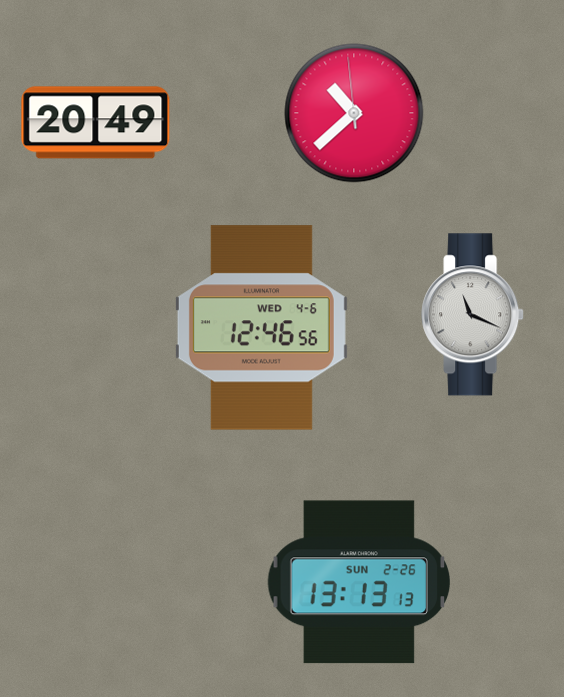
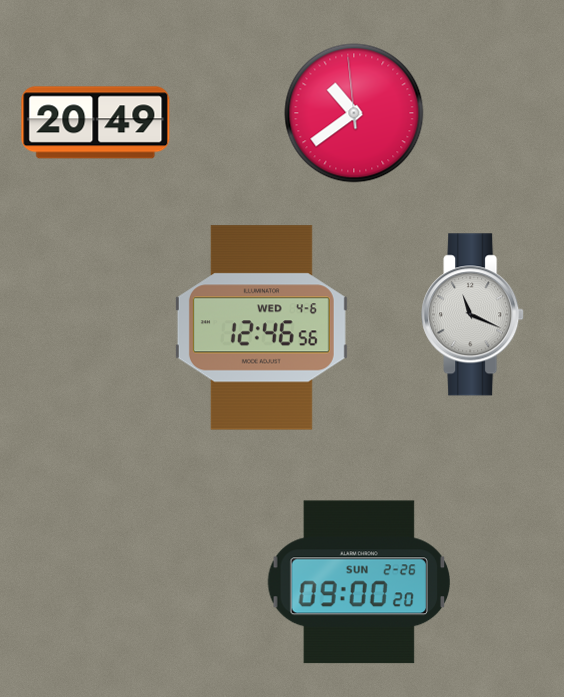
clock at (354, 113): 10:37 -> 10:38
clock at (358, 582): 13:13 -> 09:00
